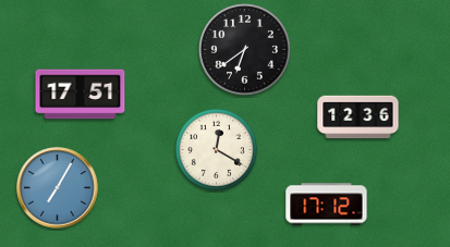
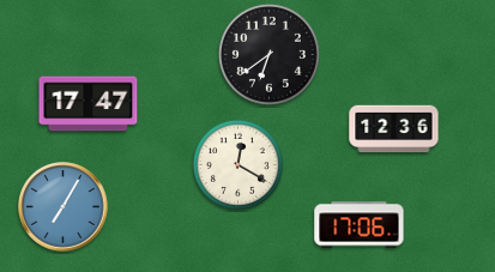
clock at (81, 95): 17:51 -> 17:47
clock at (327, 205): 17:12 -> 17:06
